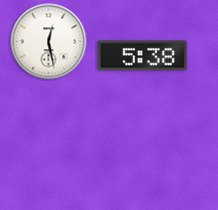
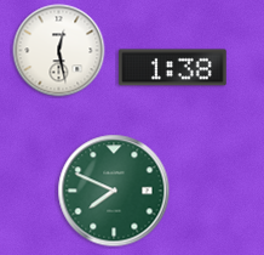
clock at (143, 56): 5:38 -> 1:38
clock at (114, 191): none -> 7:49
